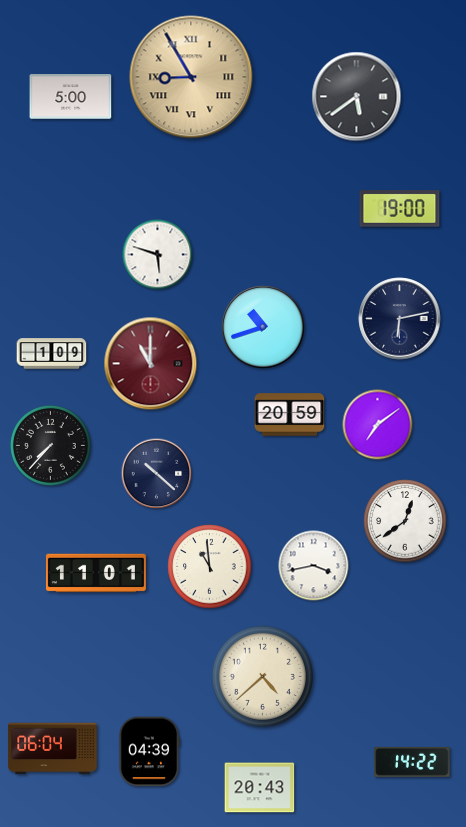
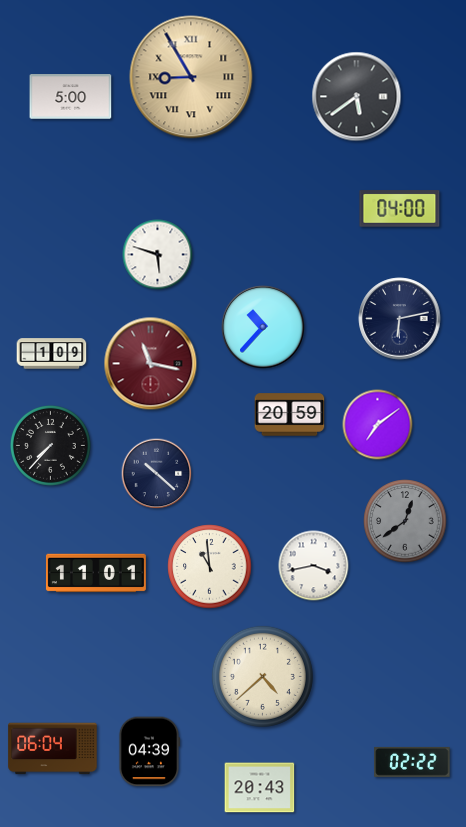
clock at (400, 209): 19:00 -> 04:00
clock at (263, 327): 10:42 -> 10:37
clock at (151, 364): 11:00 -> 11:17
clock at (405, 521) dial: white -> grey
clock at (412, 762): 14:22 -> 02:22
